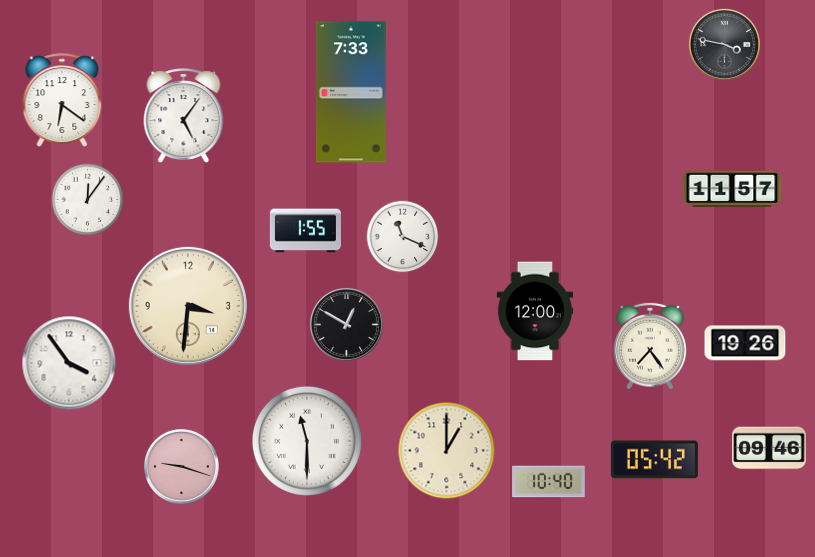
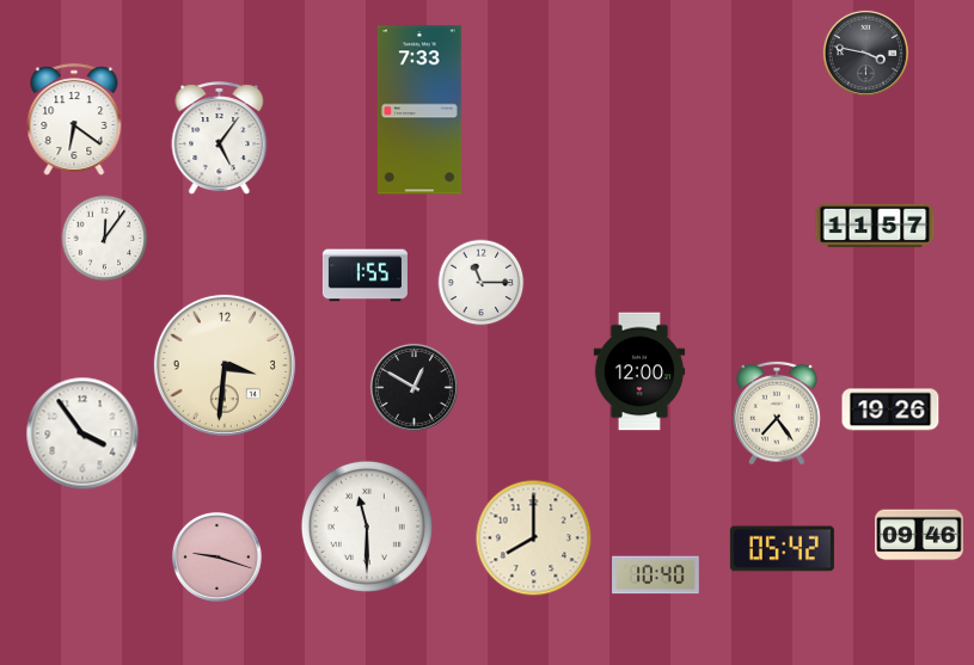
clock at (403, 237): 11:19 -> 11:15
clock at (447, 451): 1:00 -> 8:00
